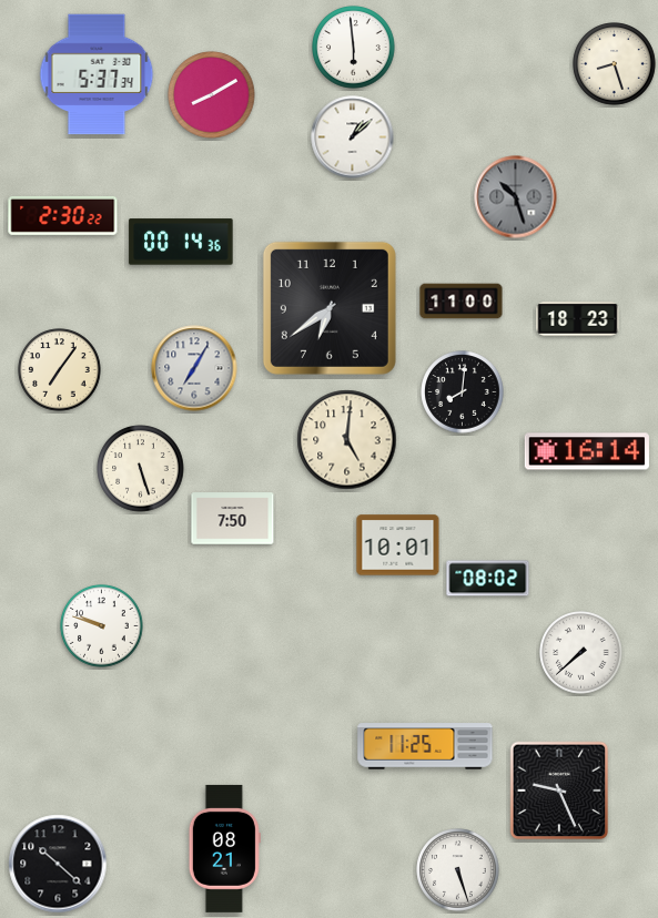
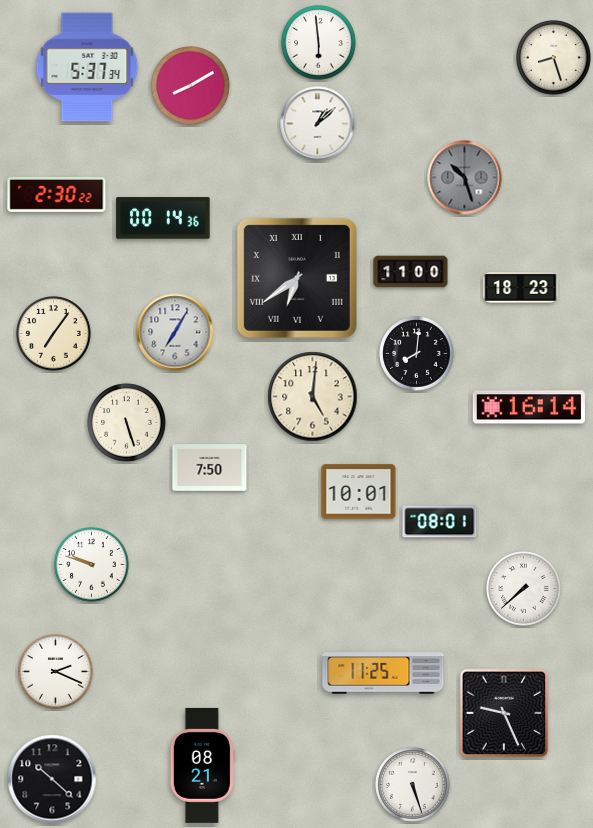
clock at (462, 302) position: (462, 302) -> (411, 272)
clock at (330, 308) numerals: Arabic -> Roman
clock at (488, 579): 08:02 -> 08:01
clock at (56, 672): none -> 2:19
